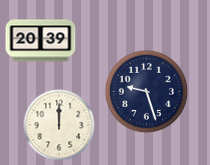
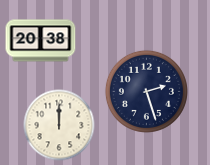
clock at (41, 41): 20:39 -> 20:38
clock at (146, 91): 9:27 -> 2:27
